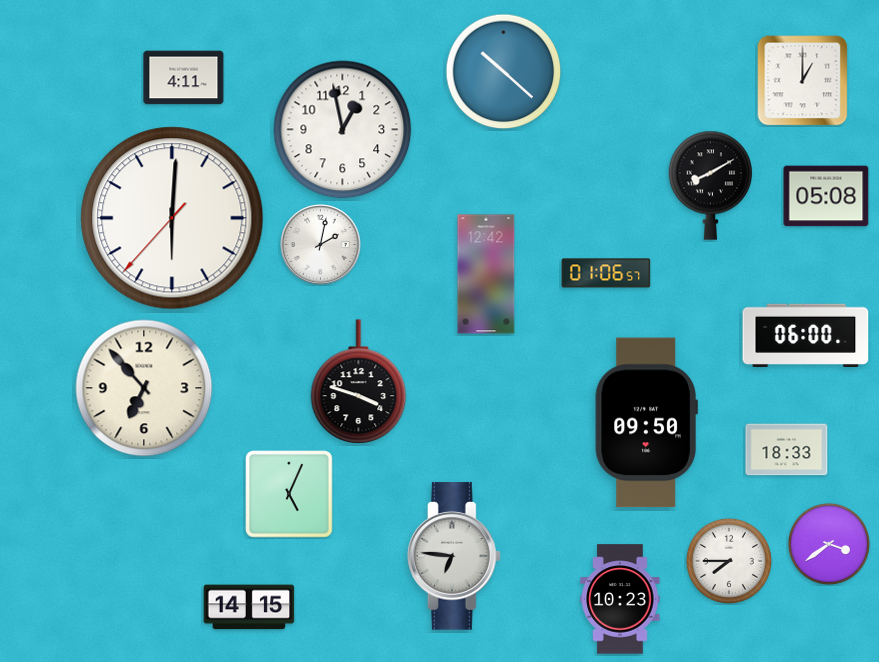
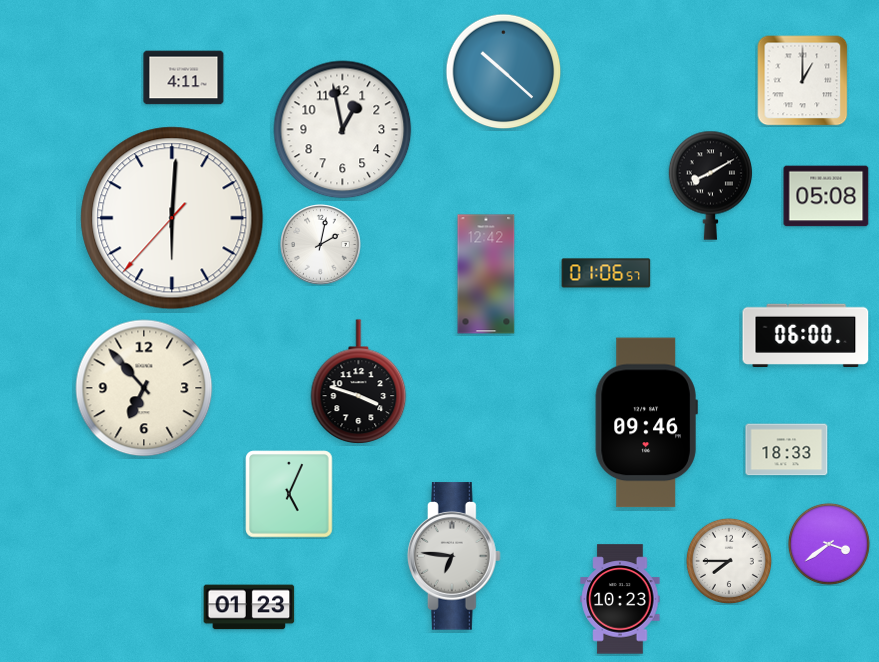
clock at (646, 423): 09:50 -> 09:46
clock at (249, 607): 14:15 -> 01:23
